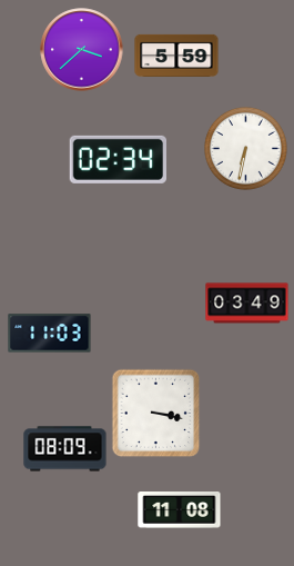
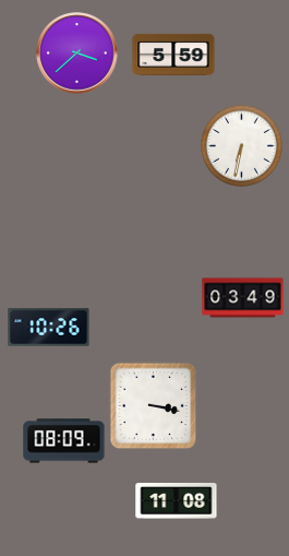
clock at (82, 50) position: (82, 50) -> (77, 54)
clock at (118, 159): 02:34 -> none
clock at (50, 334): 11:03 -> 10:26
